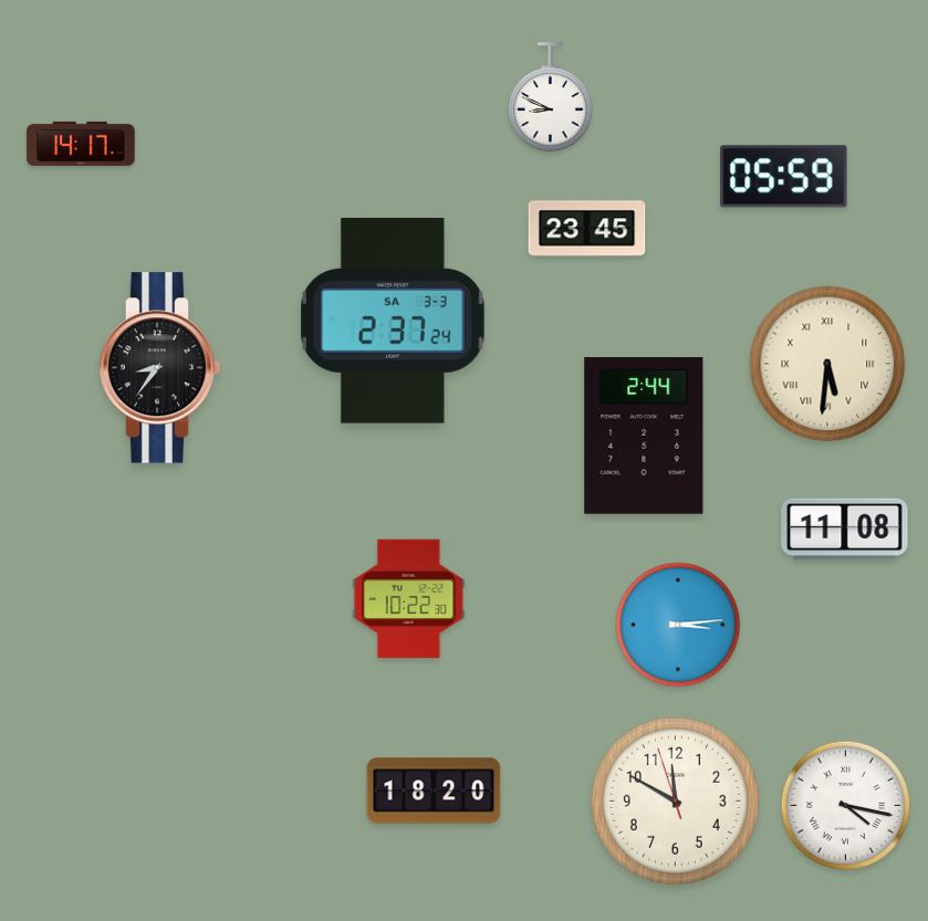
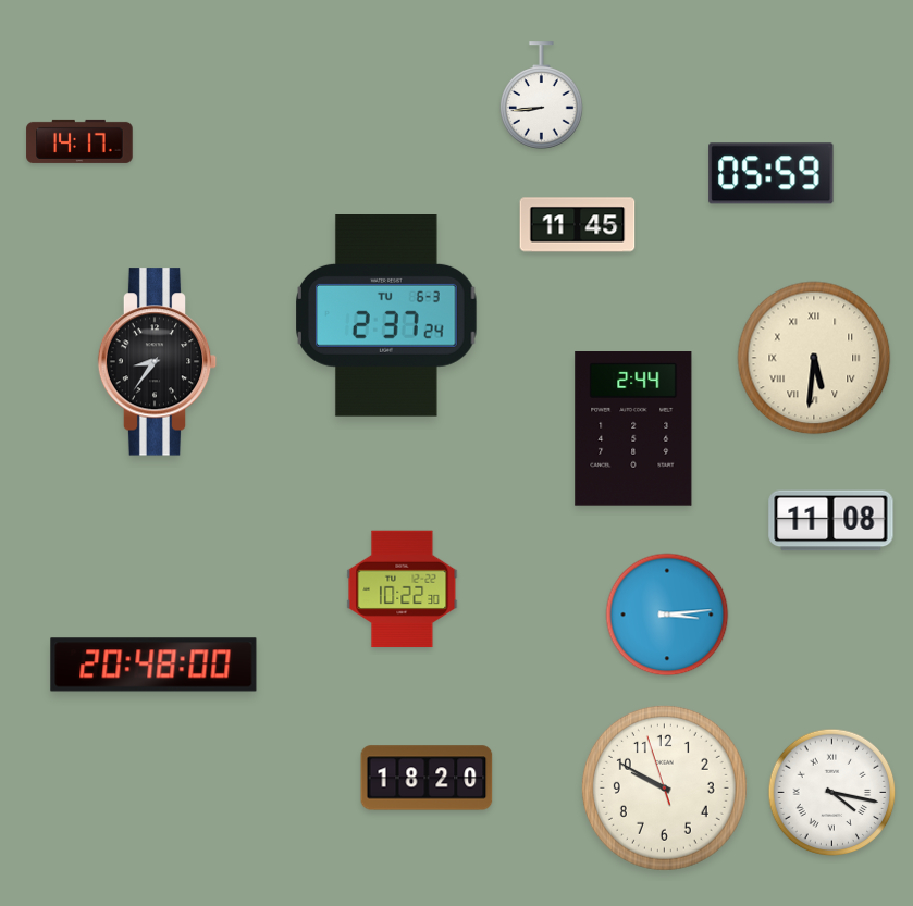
clock at (551, 97): 8:49 -> 8:44
clock at (587, 229): 23:45 -> 11:45
clock at (393, 322) date: SA 3-3 -> TU 6-3
clock at (153, 665): none -> 20:48
clock at (675, 800): 11:49 -> 9:49
